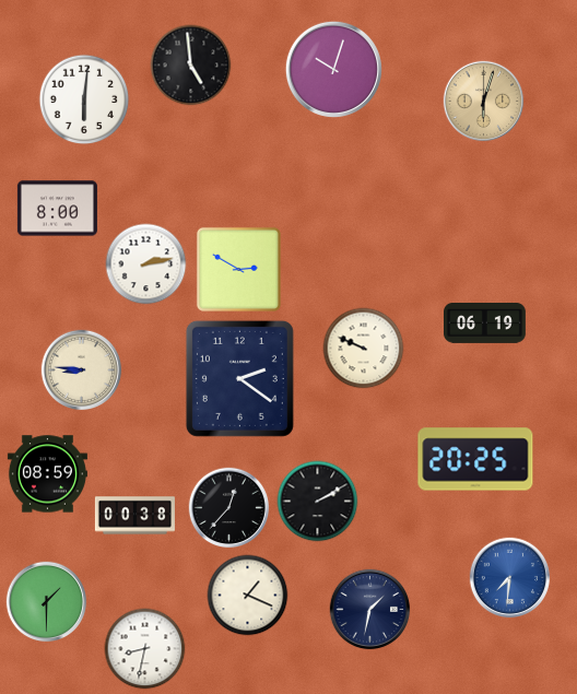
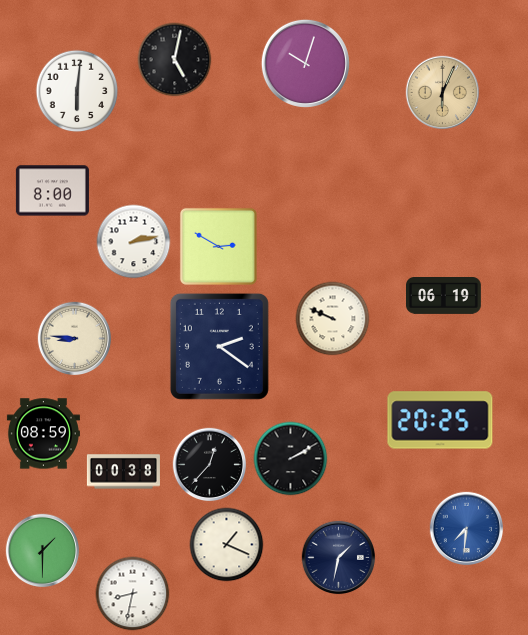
clock at (191, 66): 4:59 -> 5:02
clock at (484, 102): 6:03 -> 6:04
clock at (475, 459) position: (475, 459) -> (440, 420)
